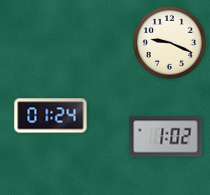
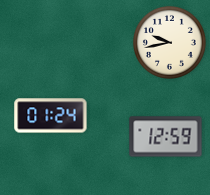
clock at (169, 42): 9:19 -> 9:43
clock at (166, 137): 1:02 -> 12:59
